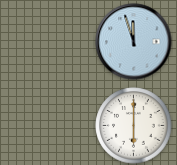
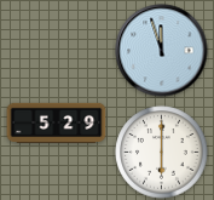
clock at (57, 122): none -> 5:29
